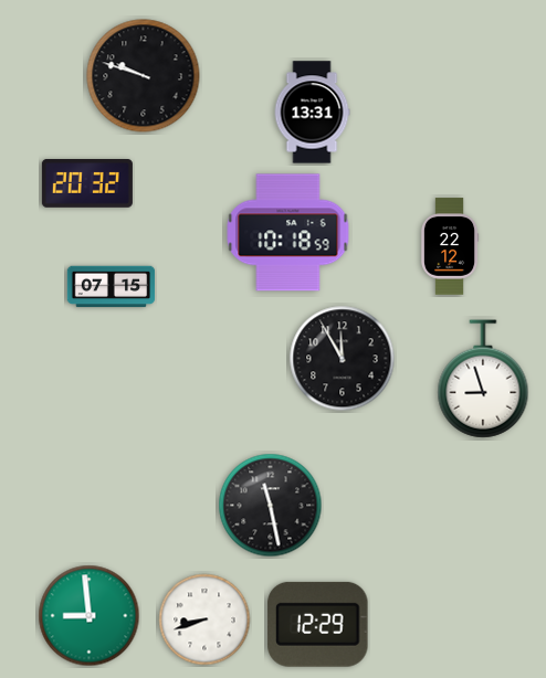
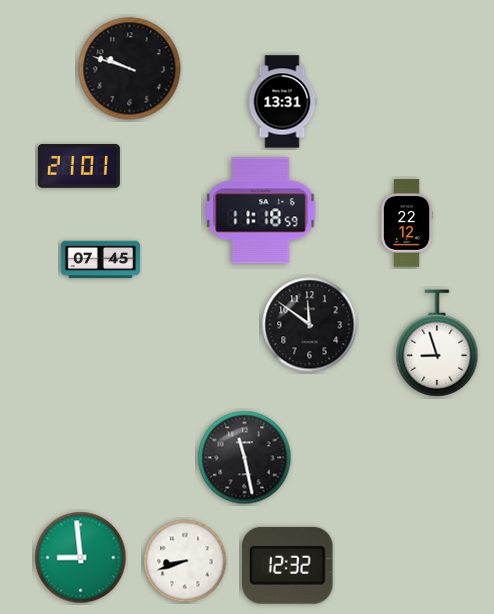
clock at (87, 184): 20:32 -> 21:01
clock at (288, 233): 10:18 -> 11:18
clock at (112, 287): 07:15 -> 07:45
clock at (343, 359): 11:55 -> 11:51
clock at (318, 624): 12:29 -> 12:32
